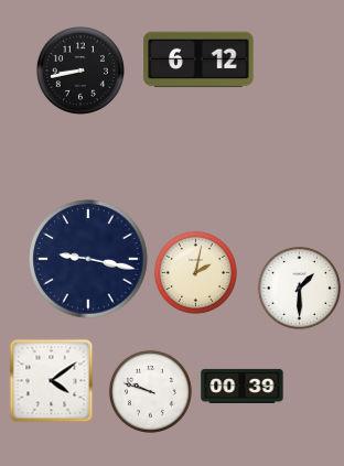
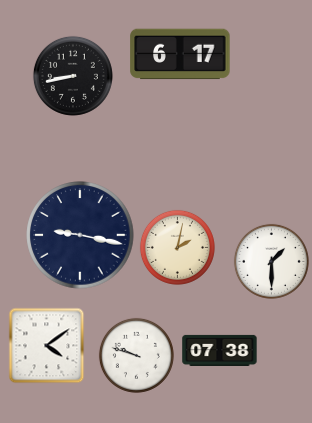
clock at (198, 59): 6:12 -> 6:17
clock at (80, 71) position: (80, 71) -> (73, 76)
clock at (243, 386): 00:39 -> 07:38
